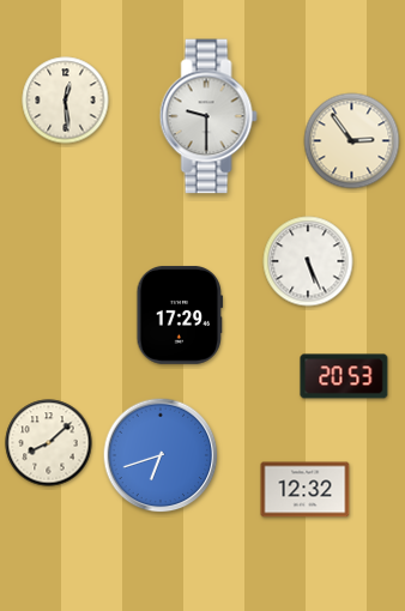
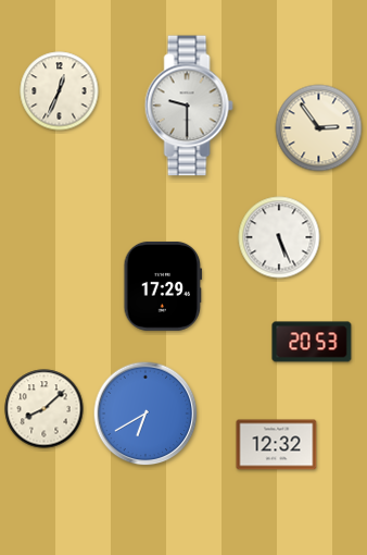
clock at (66, 101): 12:29 -> 12:34
clock at (49, 443) position: (49, 443) -> (45, 409)
clock at (161, 455): 6:42 -> 6:40
